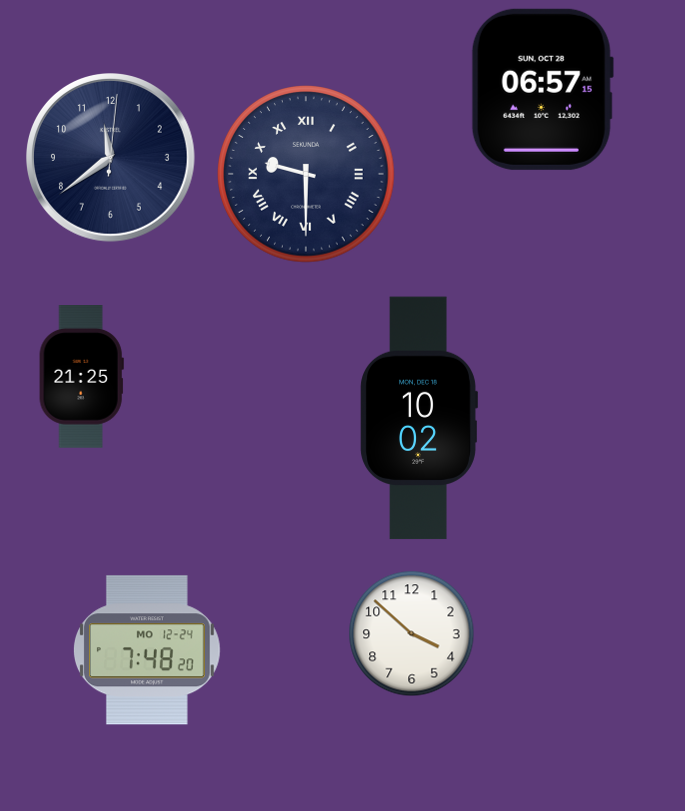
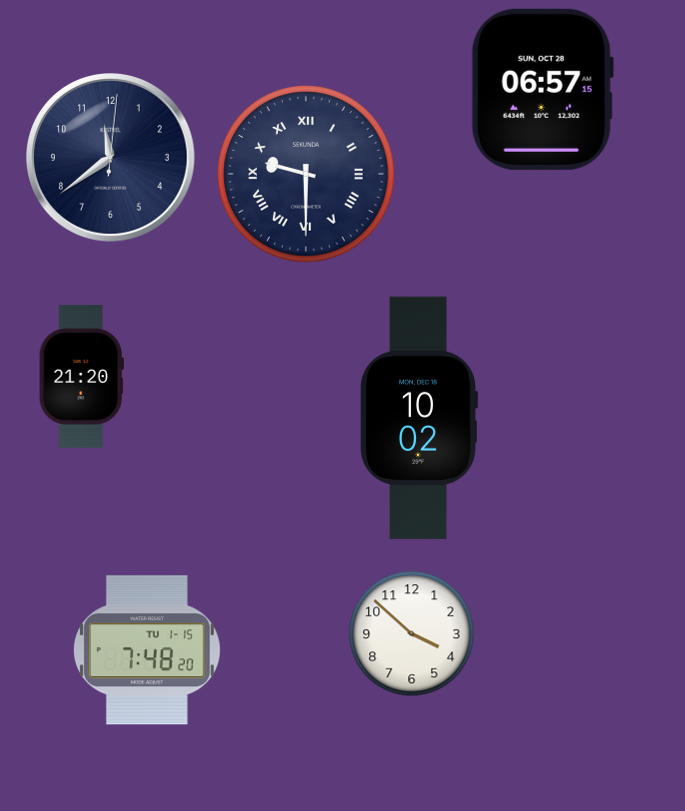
clock at (81, 377): 21:25 -> 21:20
clock at (147, 650) date: MO 12-24 -> TU 1-15
